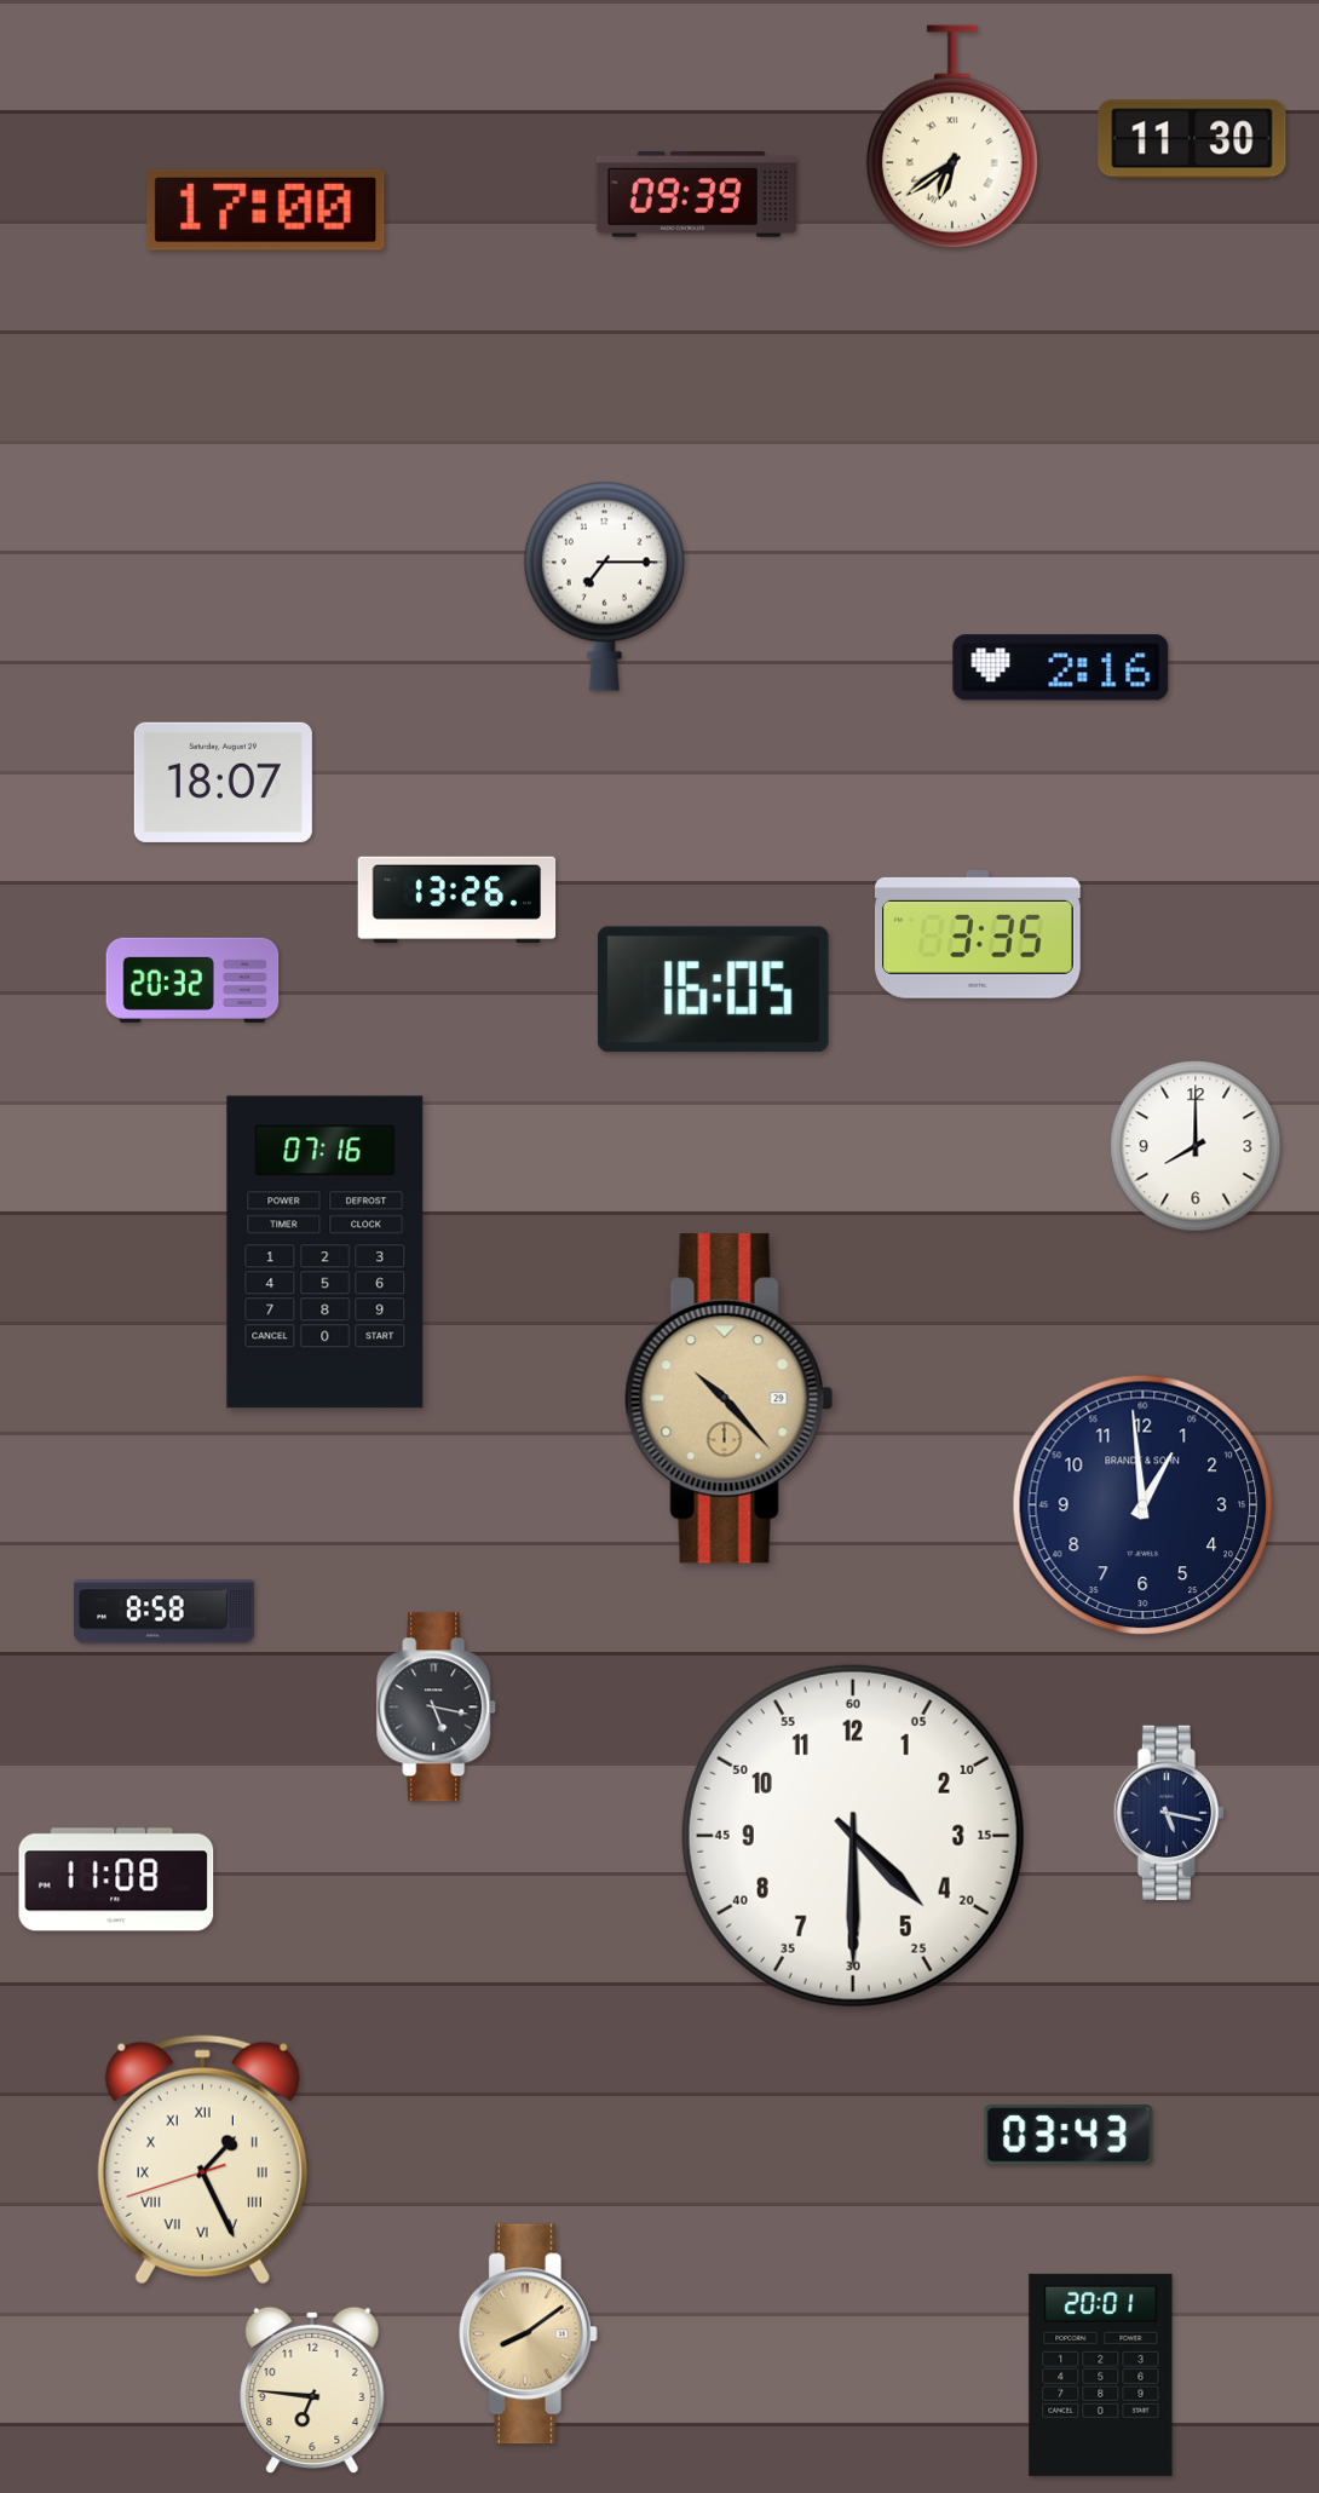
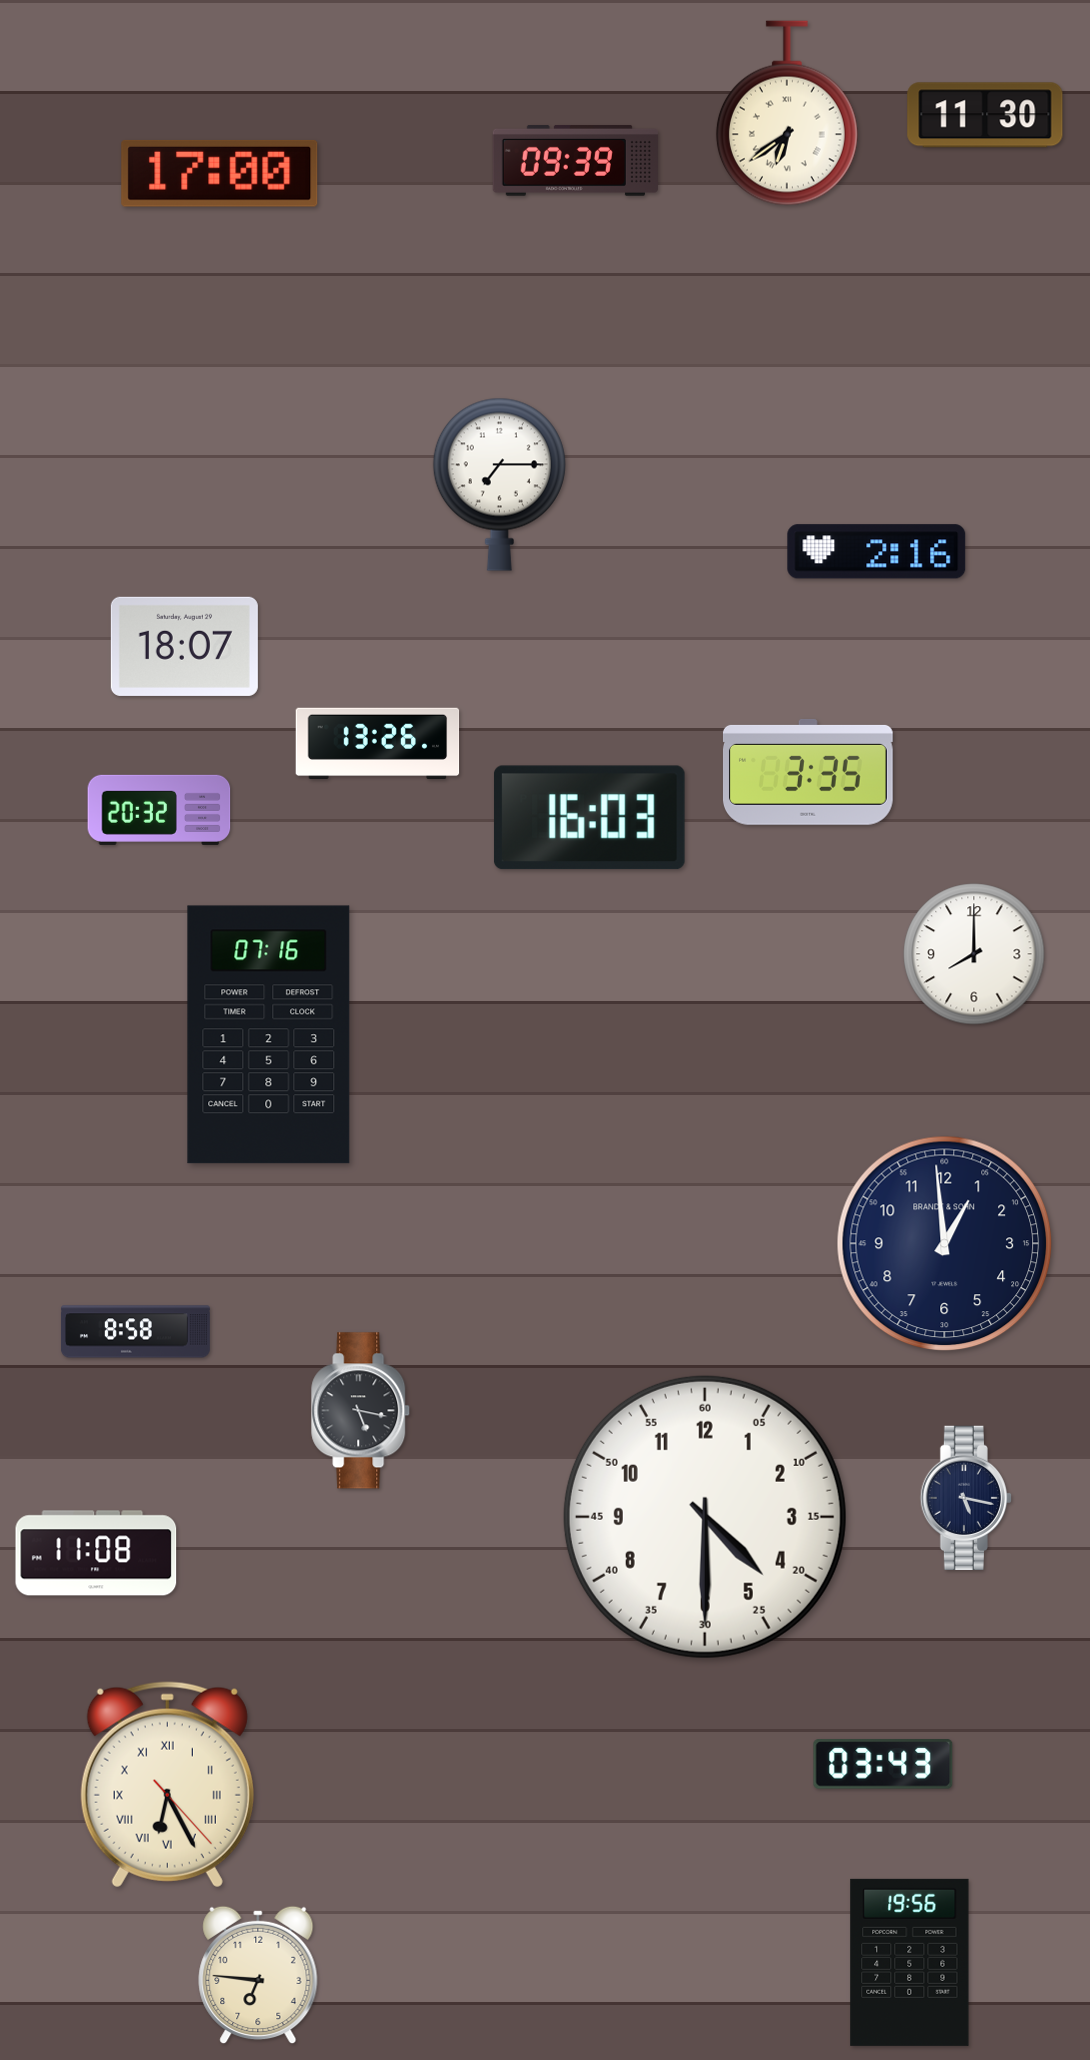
clock at (713, 990): 16:05 -> 16:03
clock at (1196, 1146) position: (1196, 1146) -> (974, 954)
clock at (730, 1399): 10:23 -> none
clock at (202, 2160): 1:25 -> 6:25
clock at (529, 2334): 8:09 -> none
clock at (1101, 2374): 20:01 -> 19:56
